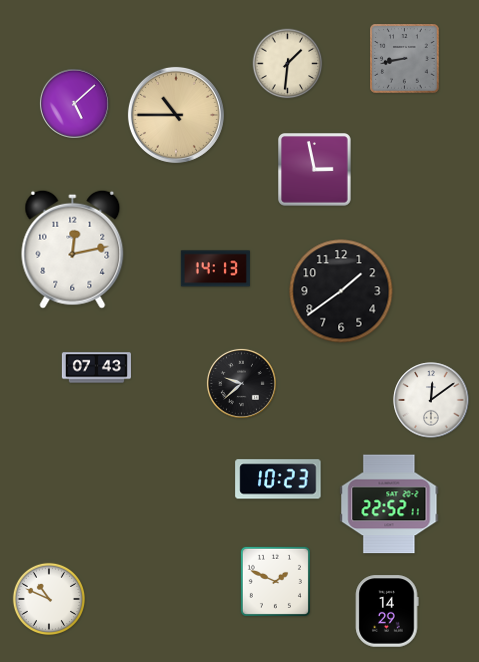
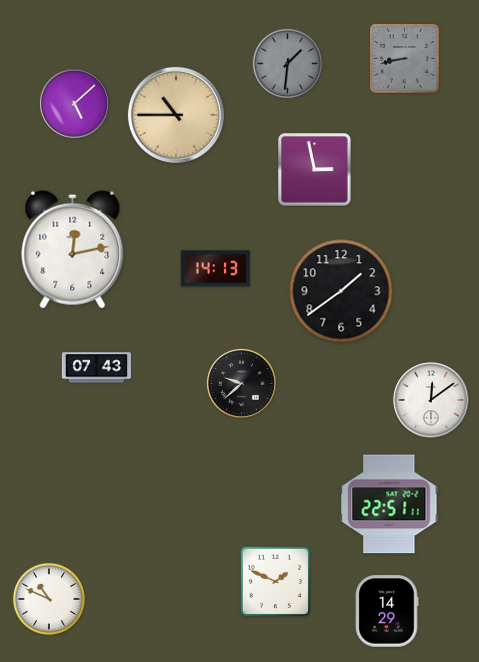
clock at (288, 64) dial: cream -> grey
clock at (278, 479): 10:23 -> none
clock at (389, 504): 22:52 -> 22:51
